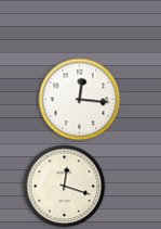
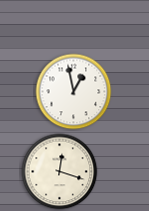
clock at (80, 100): 12:16 -> 12:58
